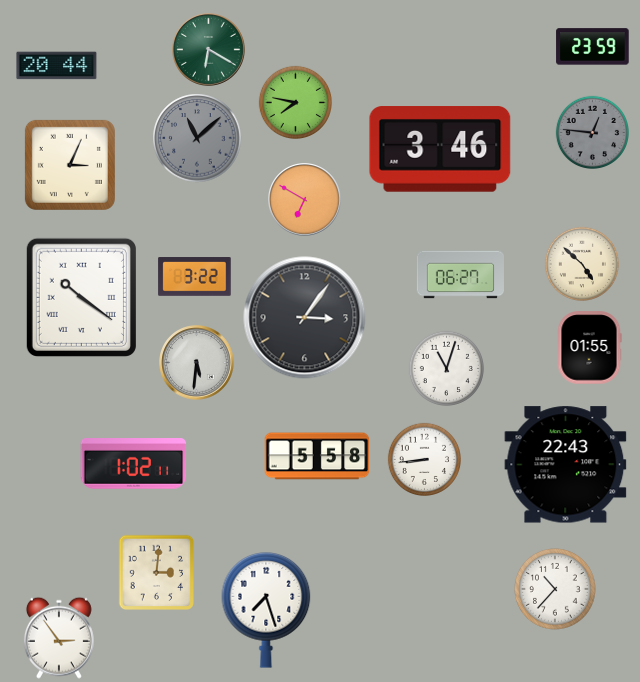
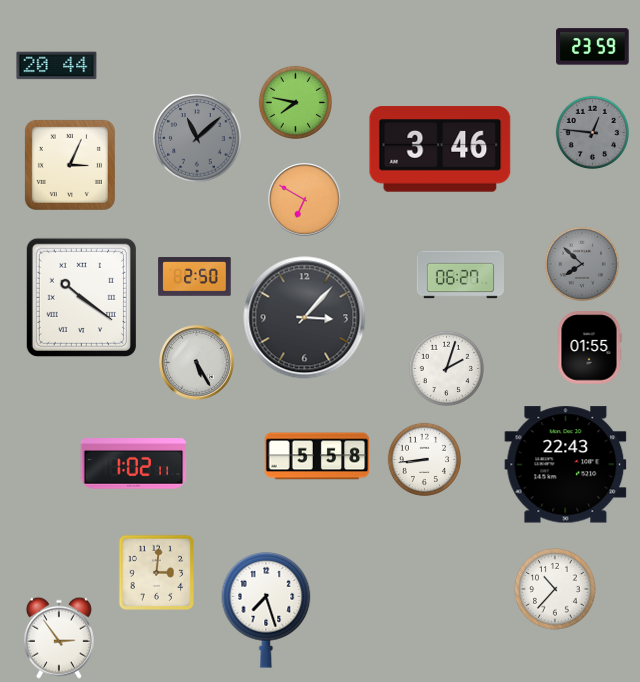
clock at (209, 50): 6:20 -> none
clock at (581, 263): 4:52 -> 7:52
clock at (581, 263) dial: cream -> grey
clock at (195, 277): 3:22 -> 2:50
clock at (305, 318): 3:06 -> 3:07
clock at (197, 363): 5:31 -> 5:25
clock at (446, 368): 11:03 -> 2:03
